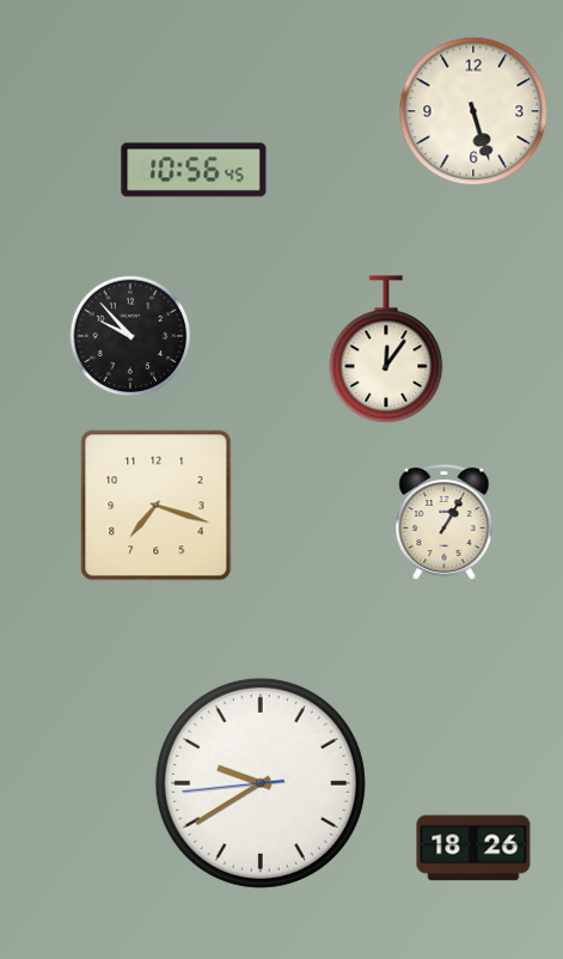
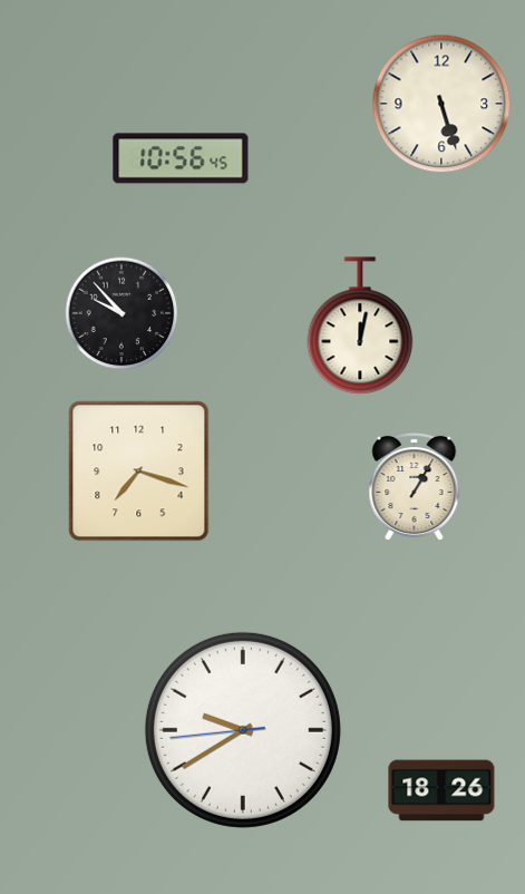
clock at (386, 349): 12:06 -> 12:02
clock at (157, 506) position: (157, 506) -> (139, 472)
